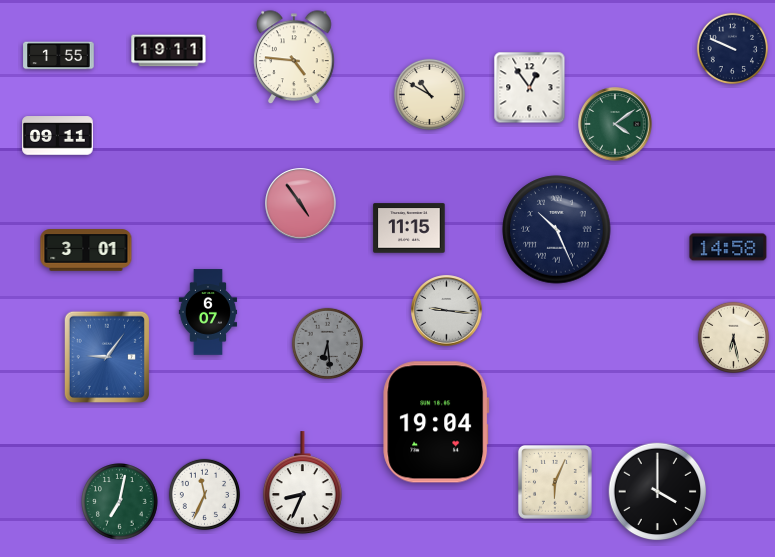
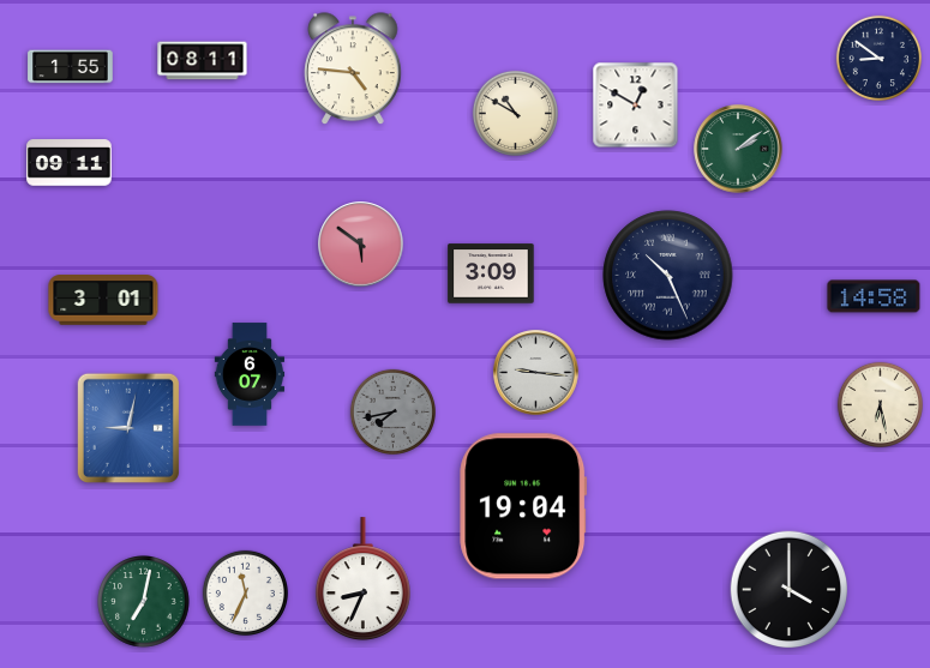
clock at (732, 48): 9:49 -> 8:51
clock at (169, 51): 19:11 -> 08:11
clock at (530, 88): 12:54 -> 12:50
clock at (615, 124): 4:09 -> 2:09
clock at (301, 204): 4:54 -> 5:51
clock at (409, 228): 11:15 -> 3:09
clock at (327, 343): 6:29 -> 7:43
clock at (106, 356): 9:06 -> 9:02
clock at (555, 482): 6:04 -> none
